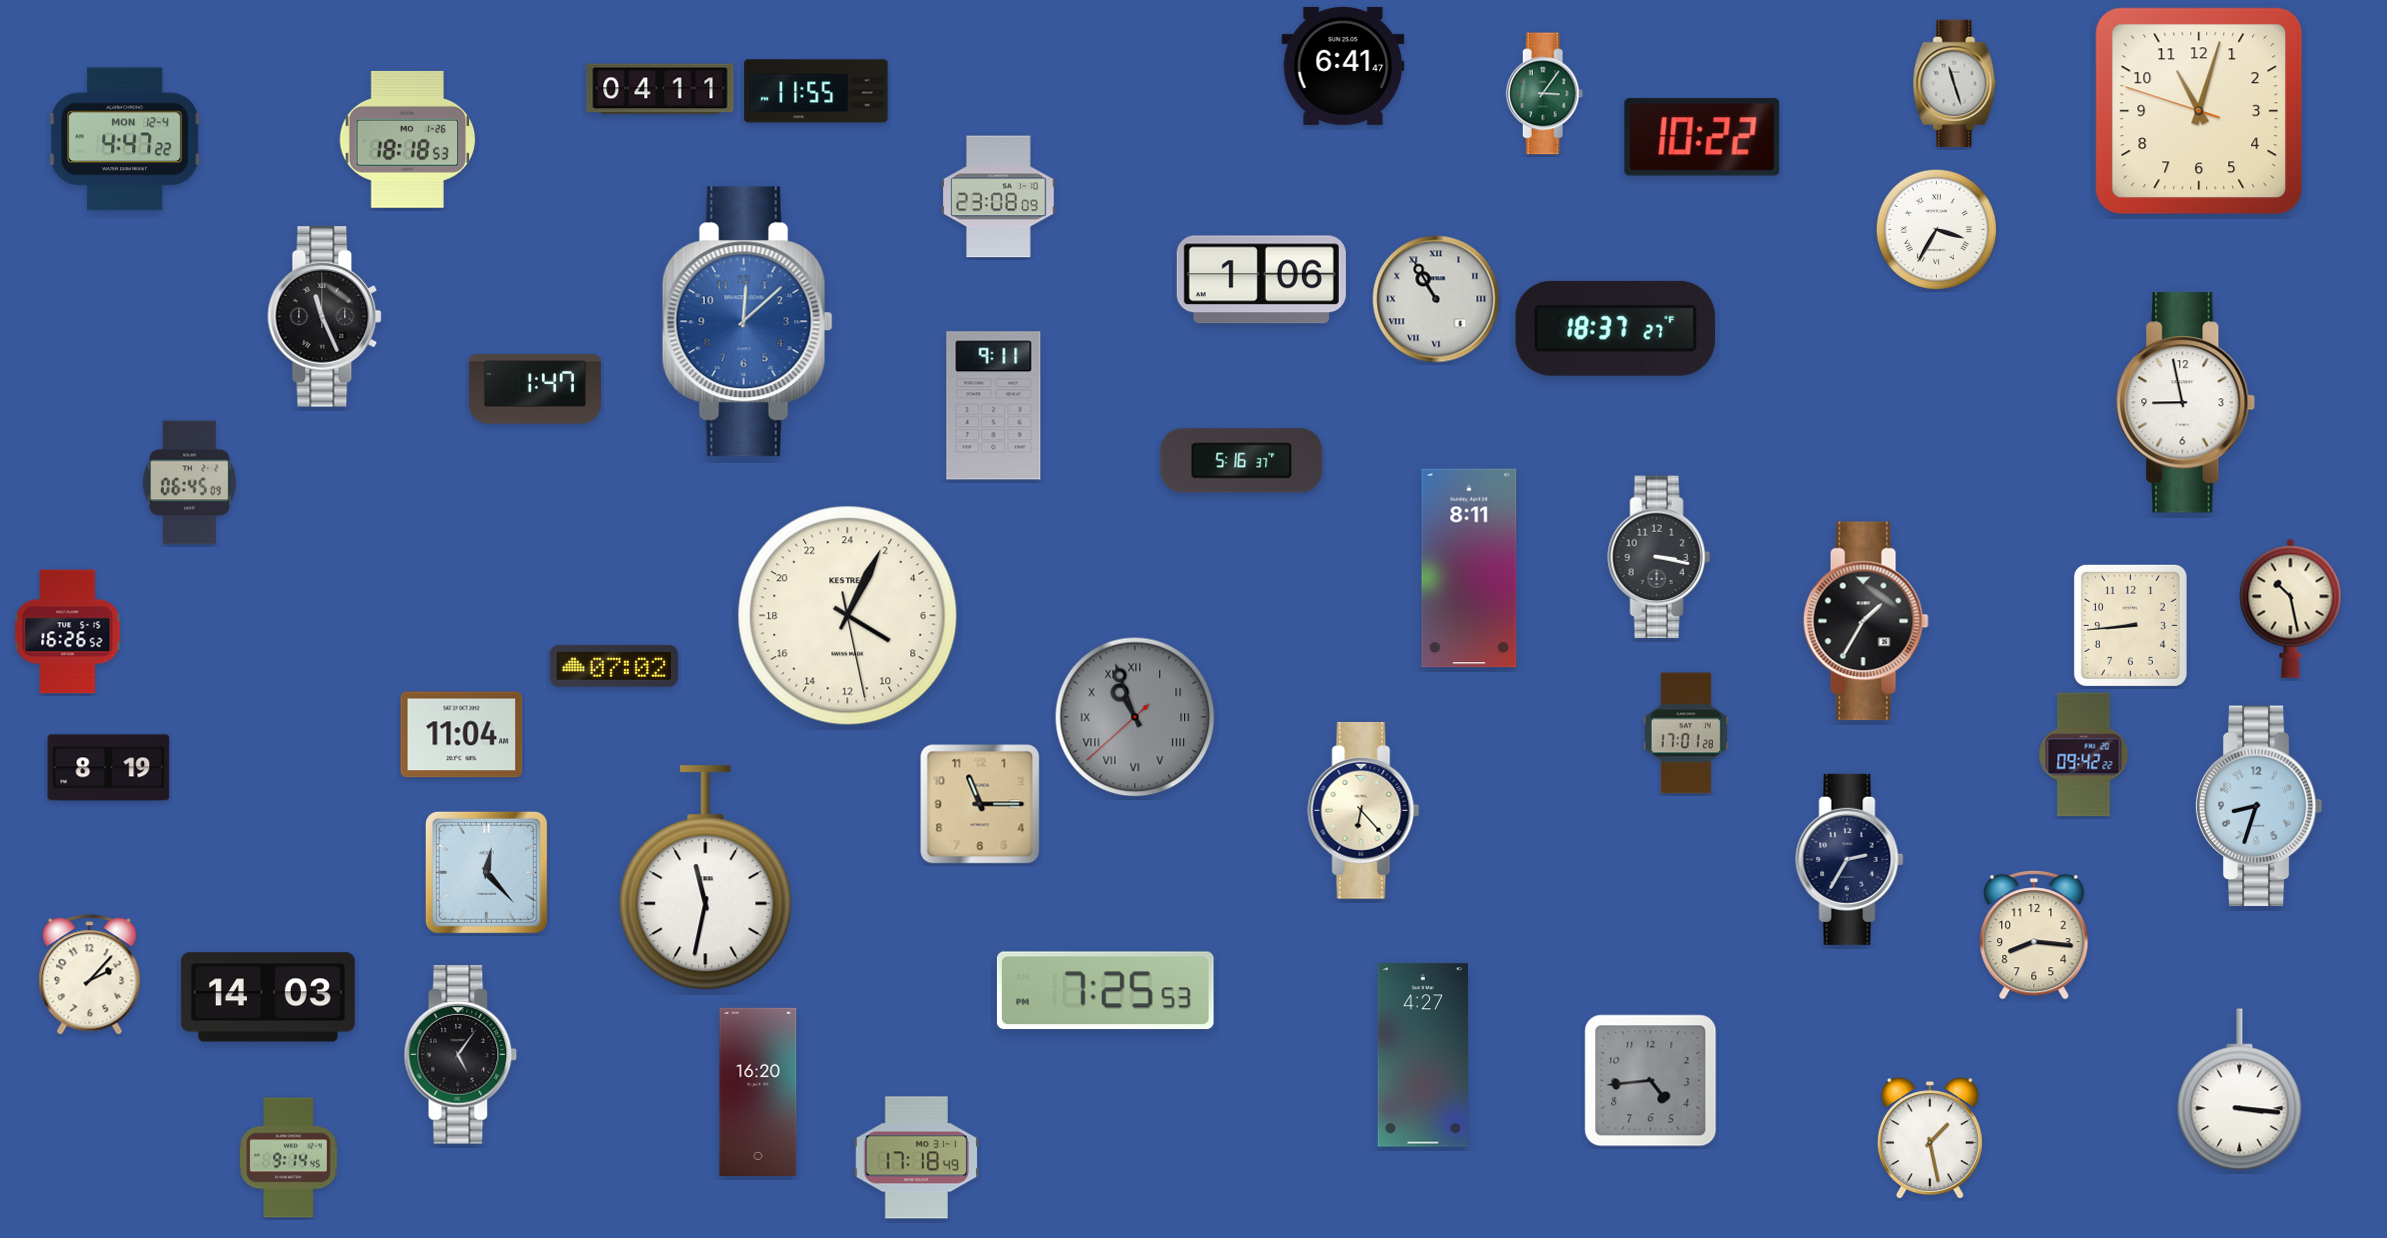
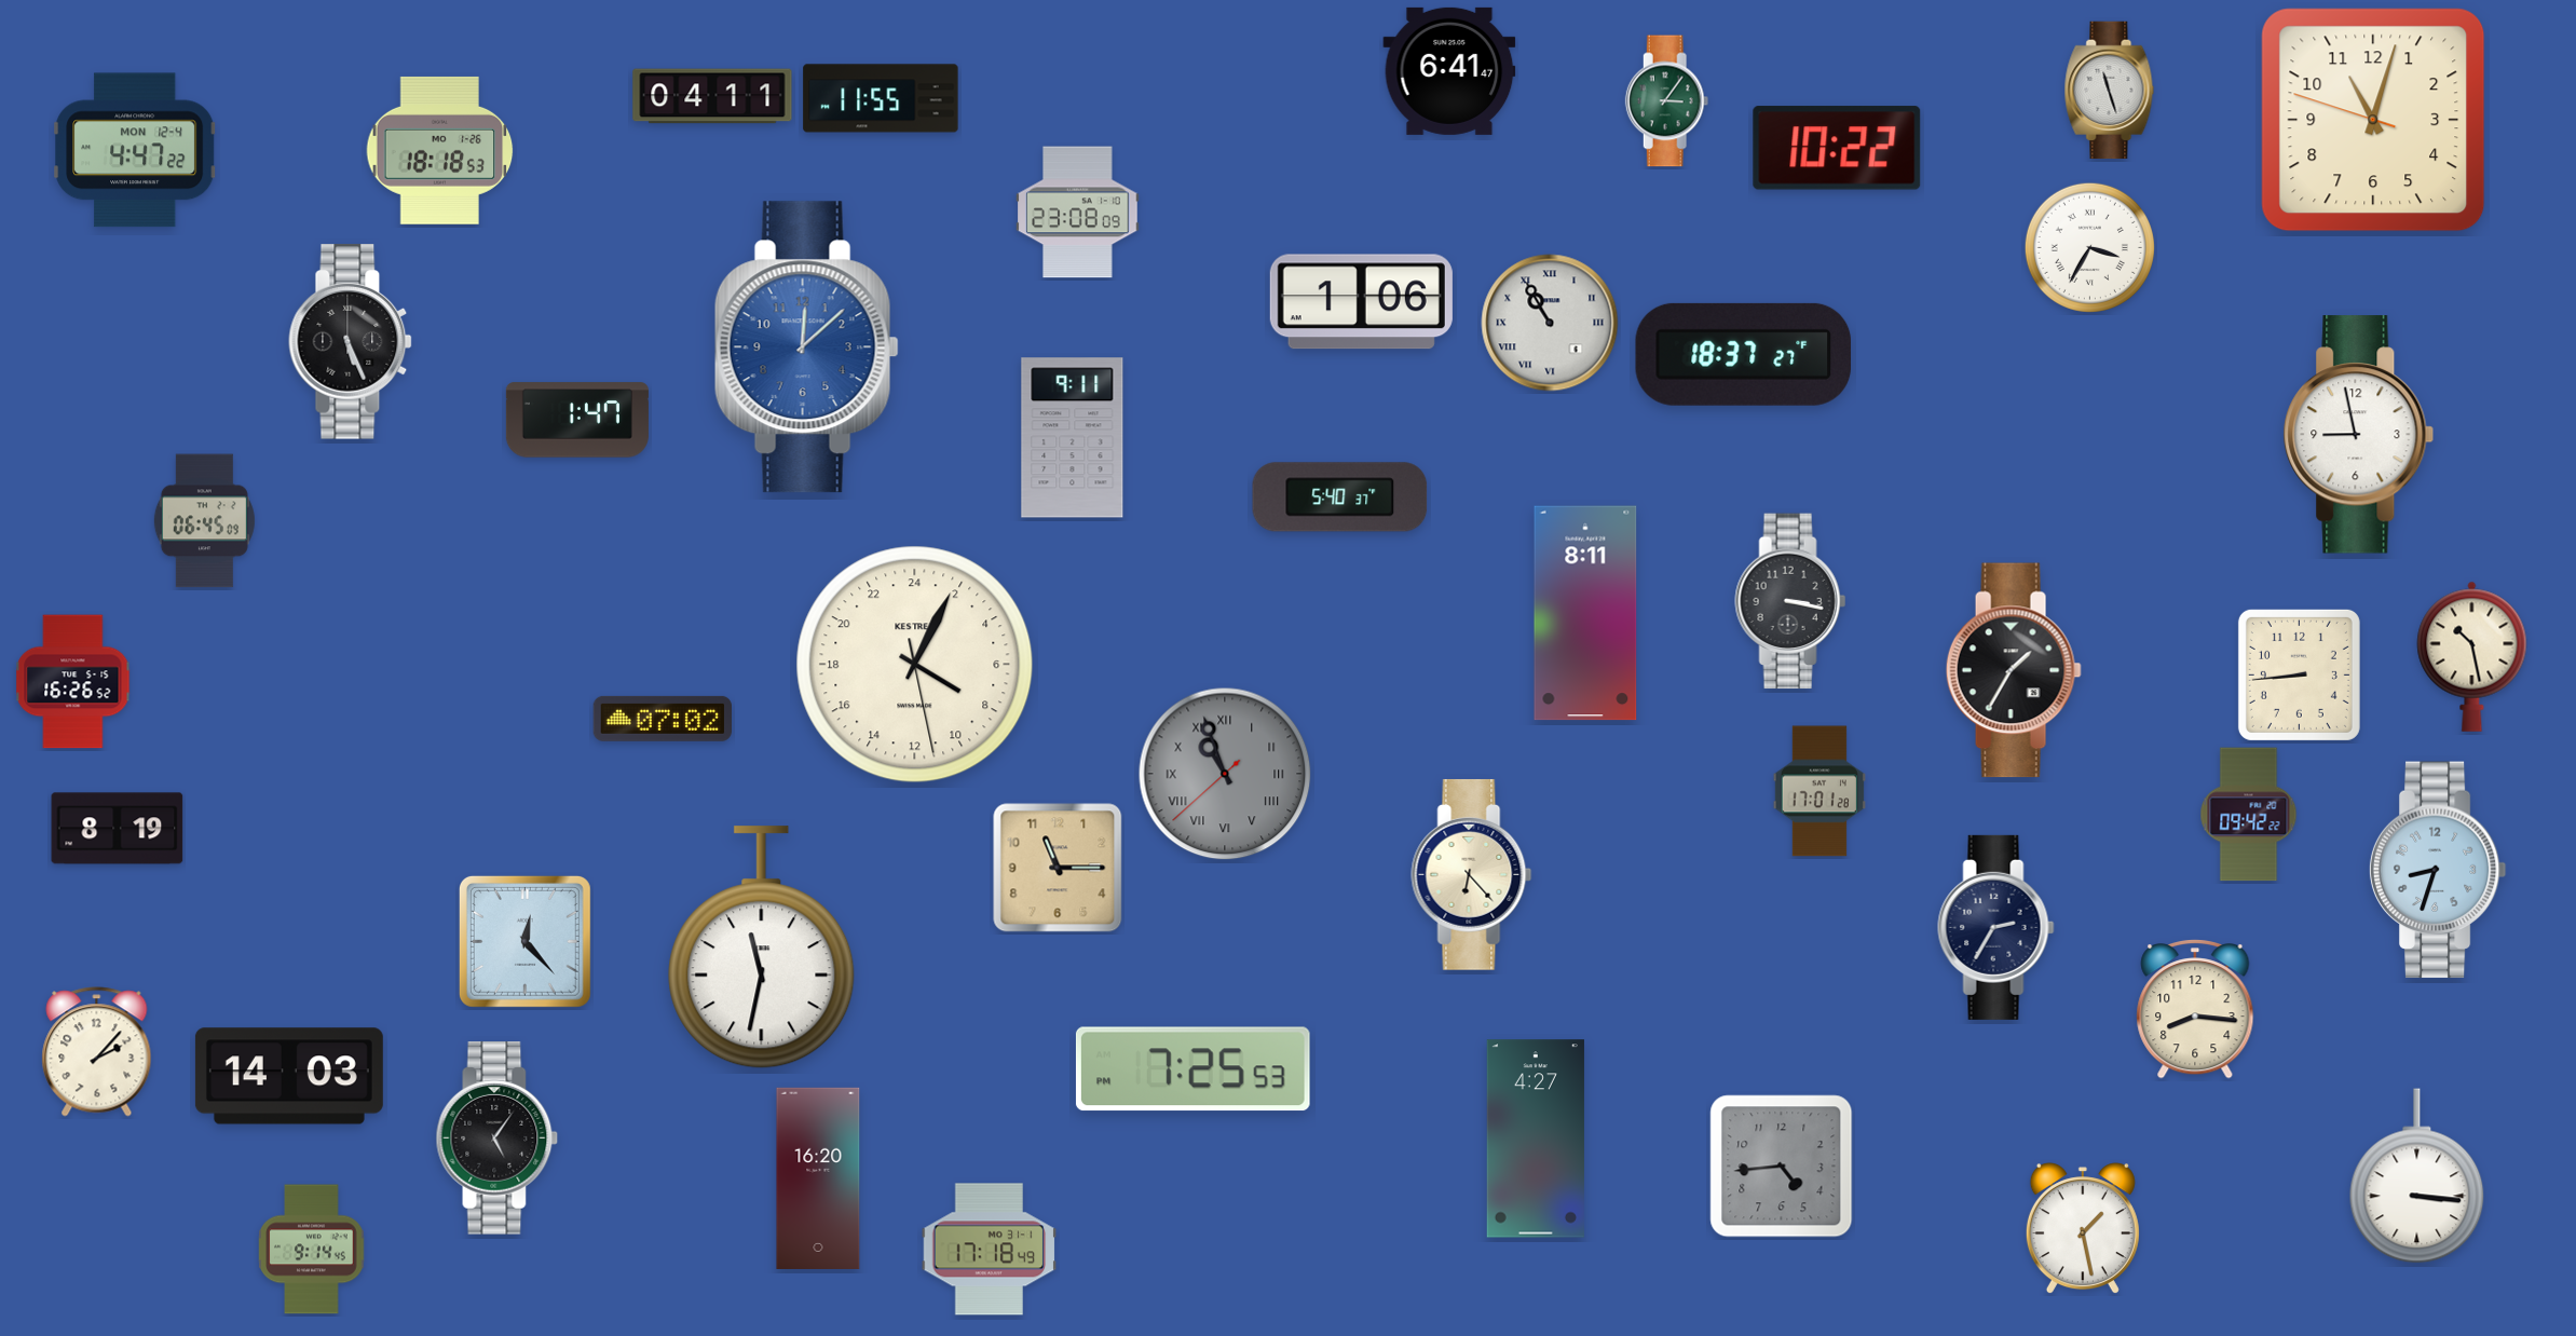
clock at (325, 317): 11:26 -> 5:26
clock at (1242, 461): 5:16 -> 5:40
clock at (462, 735): 11:04 -> none
